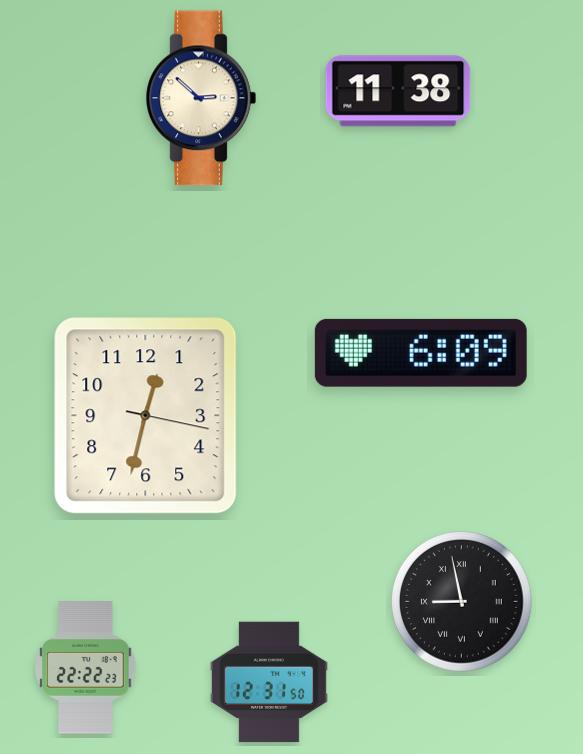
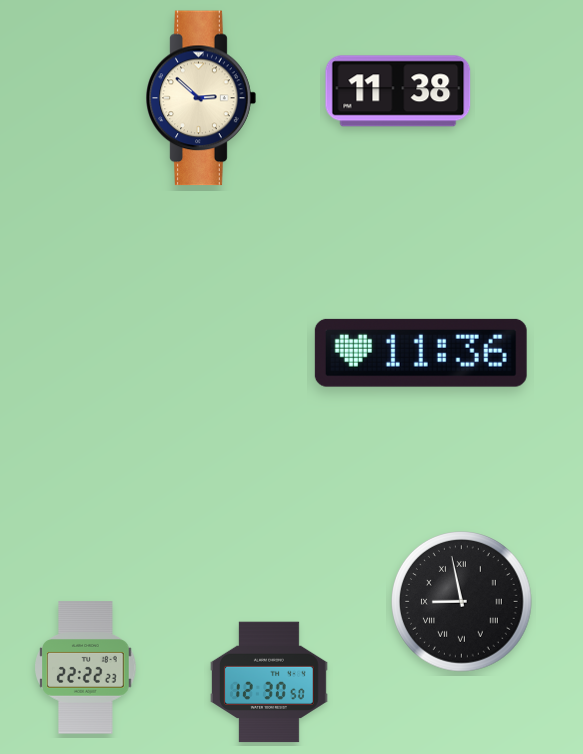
clock at (421, 353): 6:09 -> 11:36
clock at (146, 416): 12:32 -> none
clock at (269, 682): 12:31 -> 12:30
